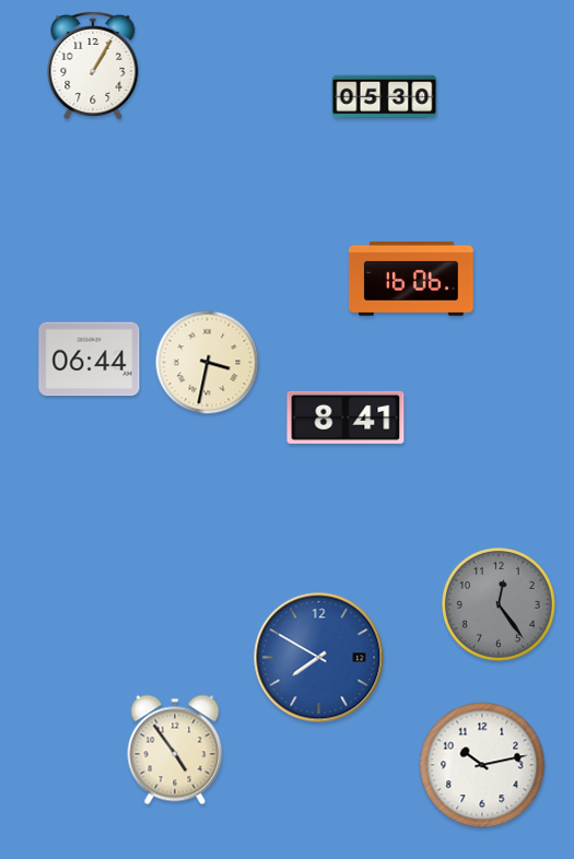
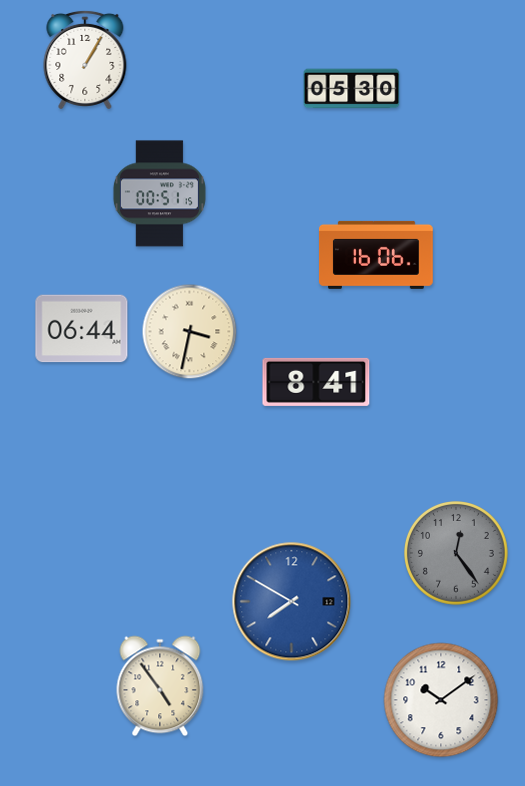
clock at (159, 194): none -> 00:51
clock at (482, 765): 10:13 -> 10:09
